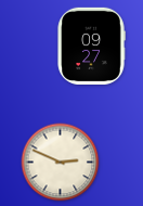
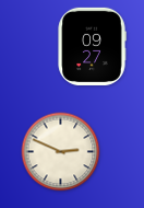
clock at (61, 163) position: (61, 163) -> (61, 152)
